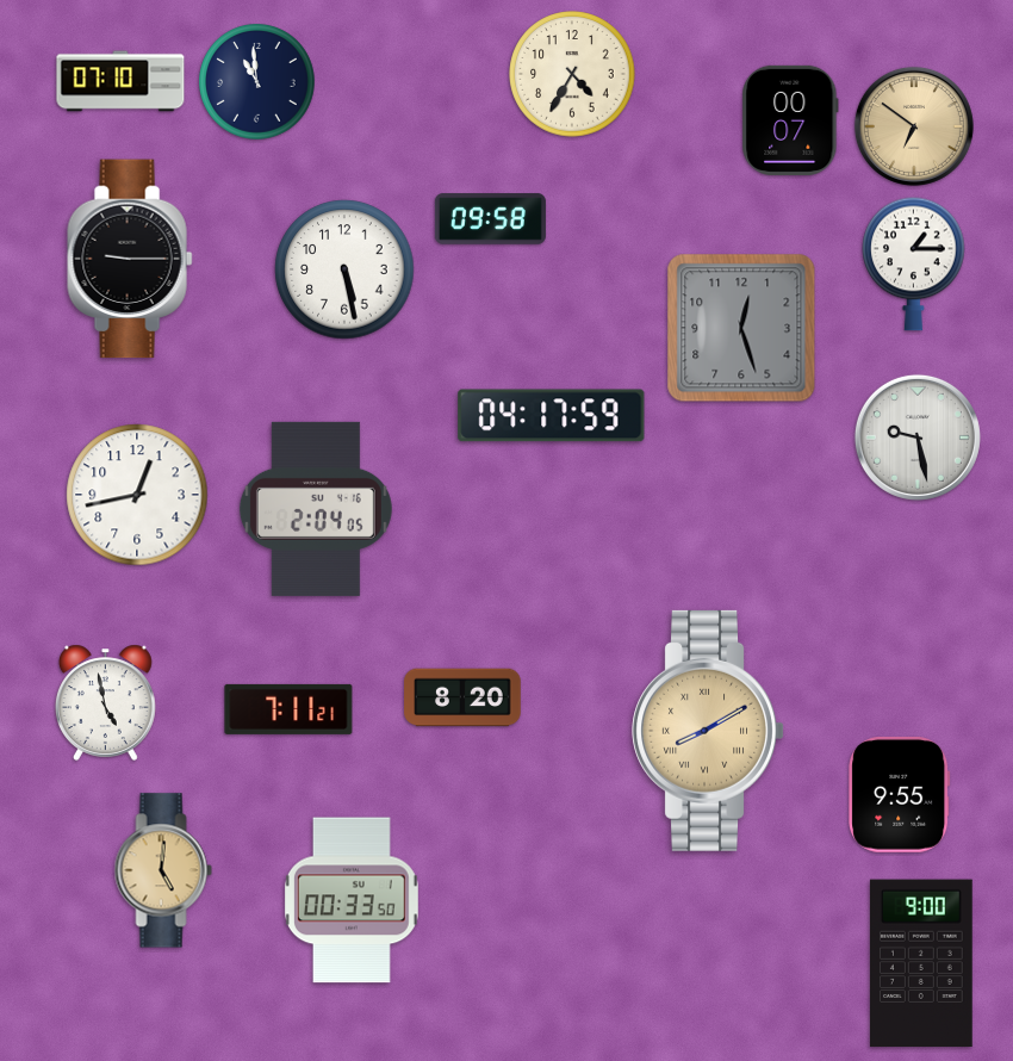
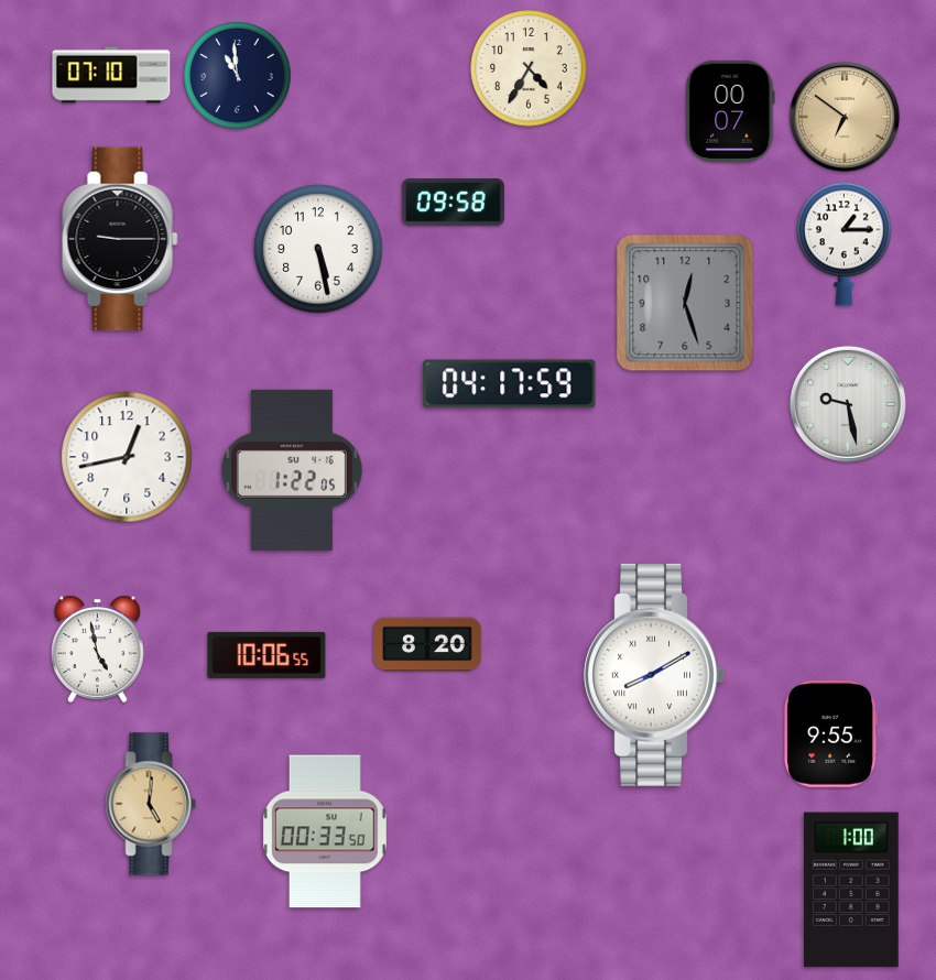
clock at (316, 509): 2:04 -> 1:22
clock at (288, 709): 7:11 -> 10:06
clock at (708, 731) dial: champagne -> white
clock at (921, 963): 9:00 -> 1:00
